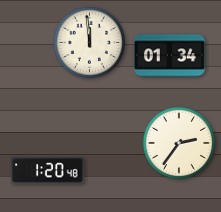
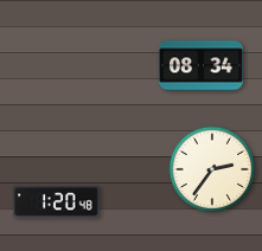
clock at (90, 43): 11:59 -> none
clock at (170, 56): 01:34 -> 08:34
